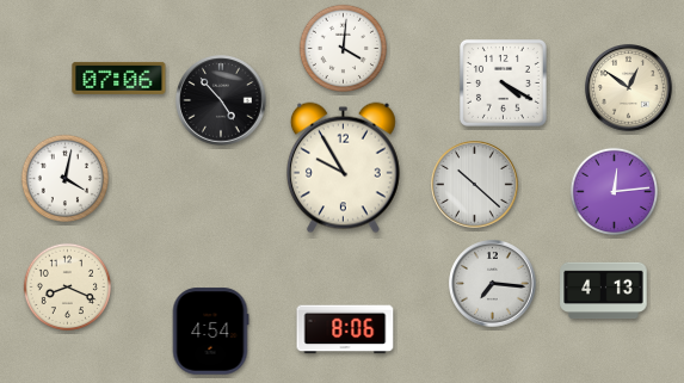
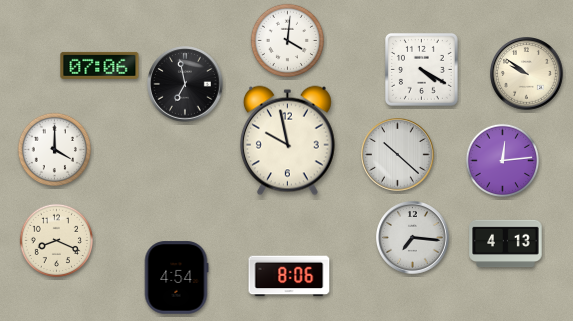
clock at (629, 88): 12:51 -> 9:51
clock at (221, 100): 4:53 -> 6:58
clock at (343, 168): 9:55 -> 9:58
clock at (64, 178): 4:02 -> 4:00
clock at (614, 191) position: (614, 191) -> (502, 160)
